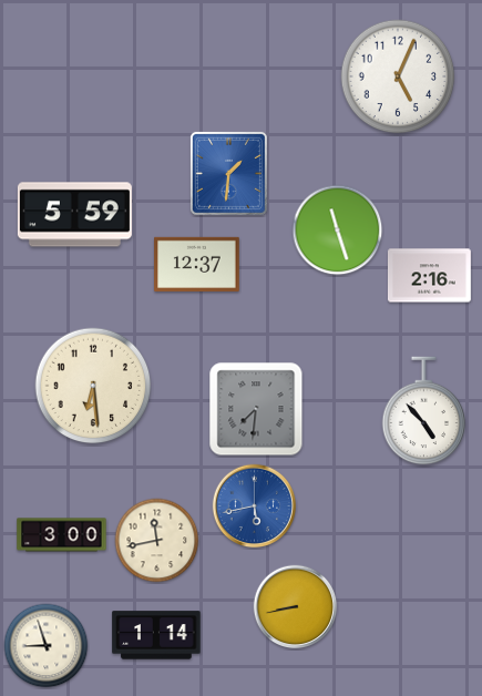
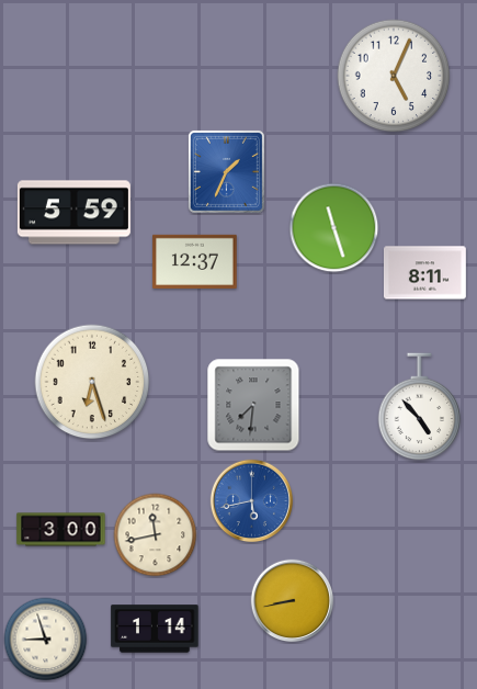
clock at (228, 173): 1:31 -> 1:34
clock at (429, 276): 2:16 -> 8:11
clock at (93, 386): 6:29 -> 6:27
